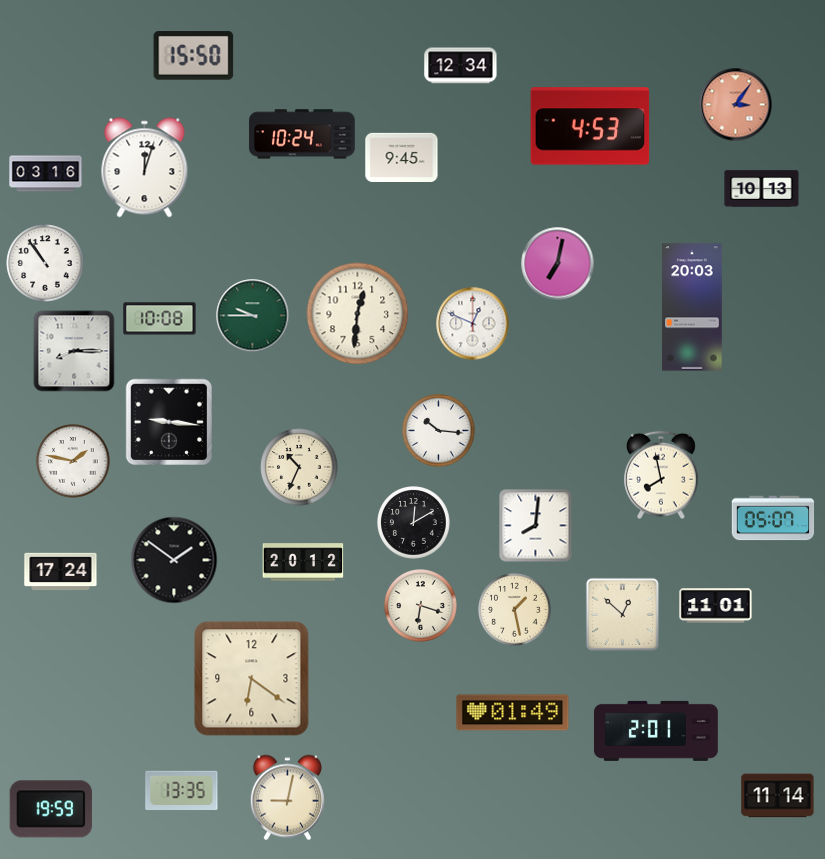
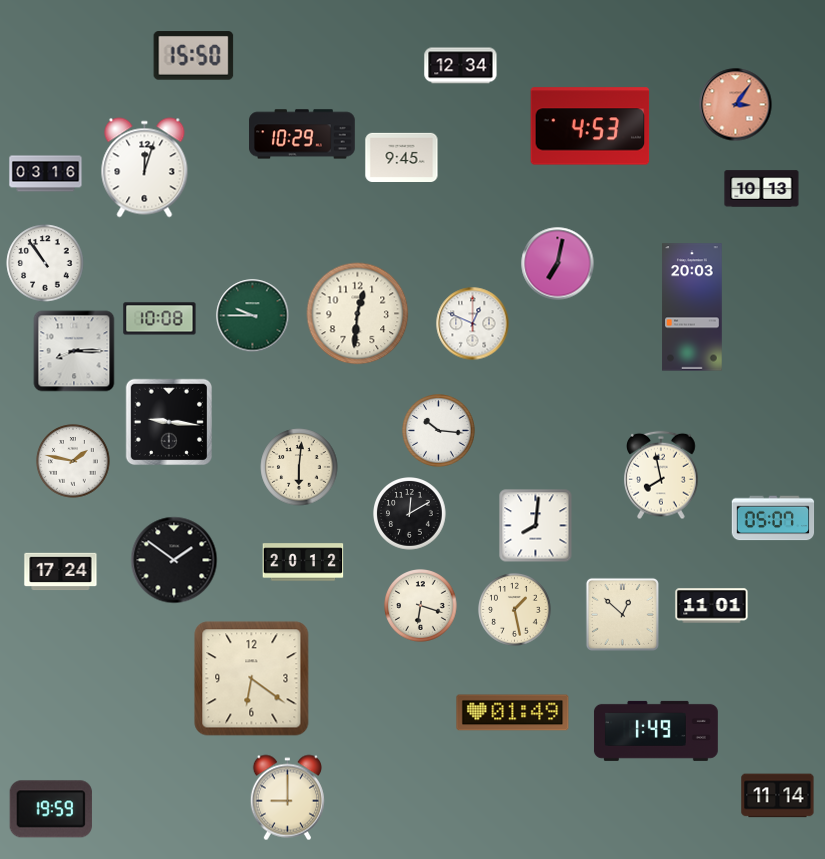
clock at (302, 134): 10:24 -> 10:29
clock at (299, 467): 10:34 -> 6:01
clock at (414, 523) position: (414, 523) -> (410, 514)
clock at (716, 606) position: (716, 606) -> (712, 606)
clock at (656, 731): 2:01 -> 1:49
clock at (182, 791): 13:35 -> none
clock at (287, 798): 9:02 -> 9:00
